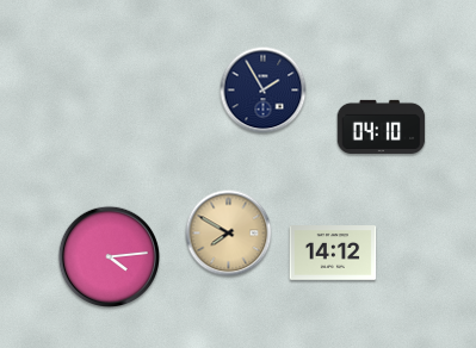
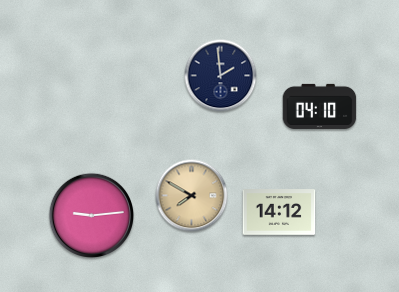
clock at (264, 91): 1:55 -> 1:59
clock at (110, 257): 4:14 -> 9:14
